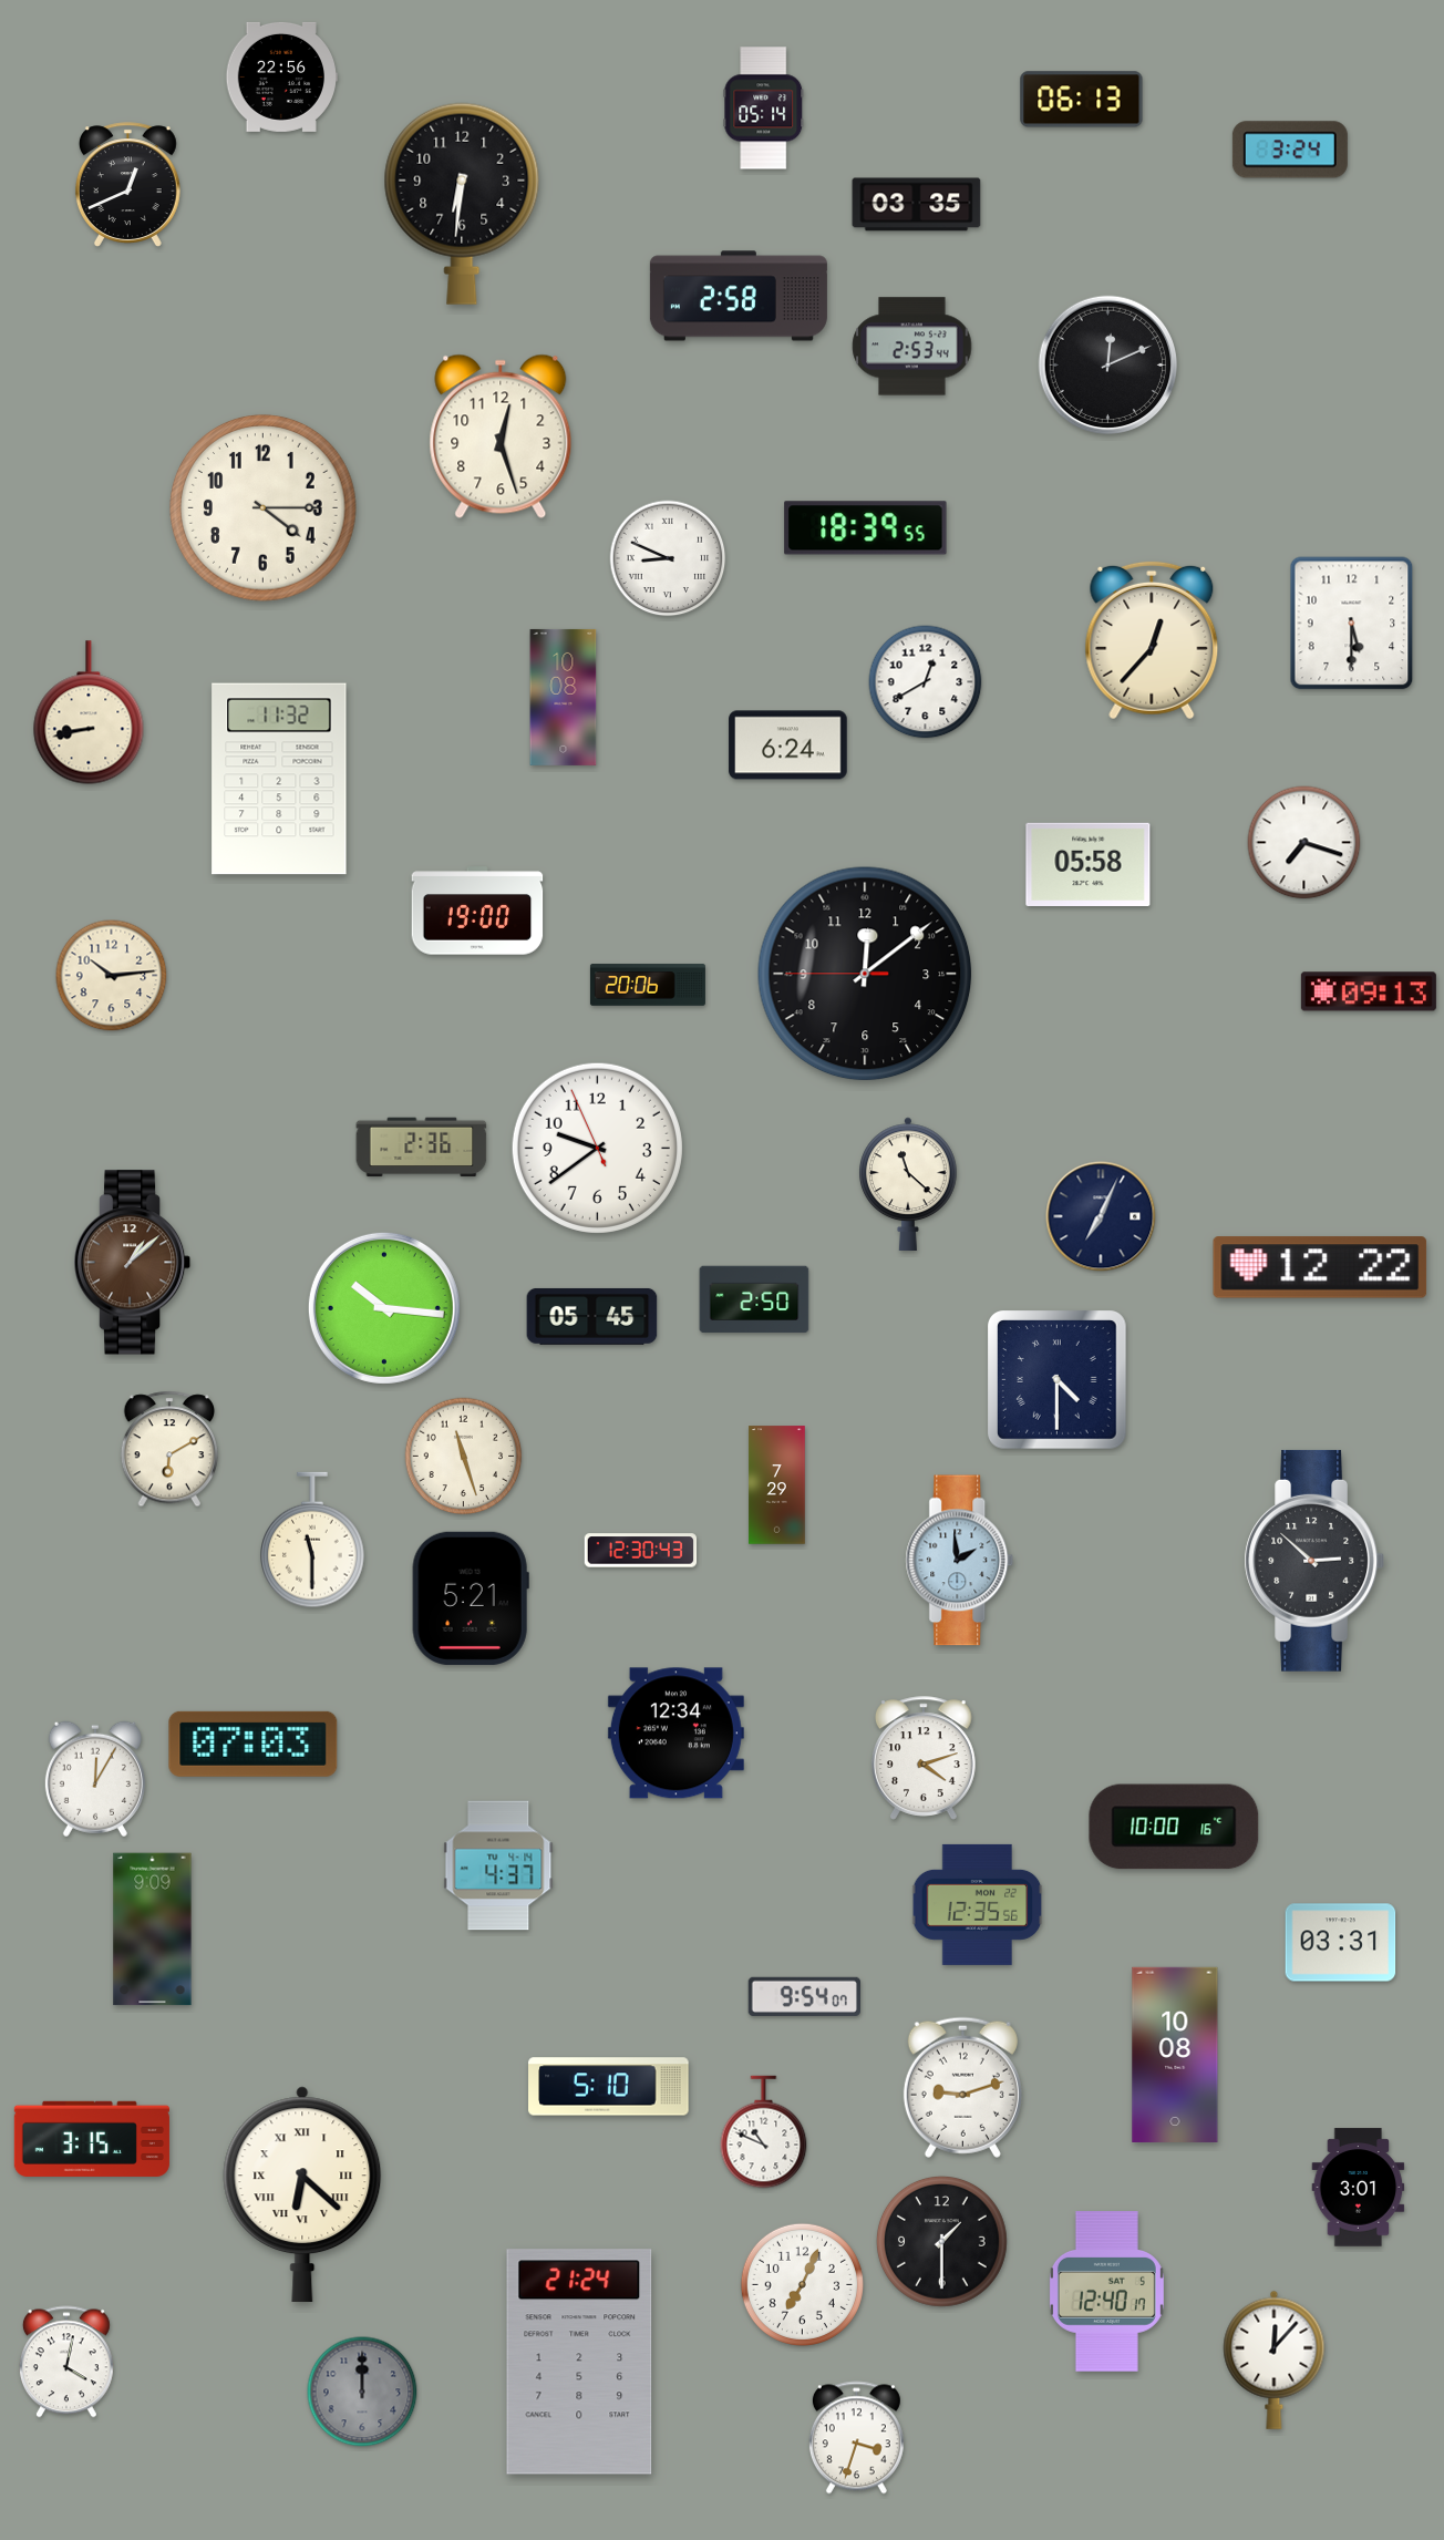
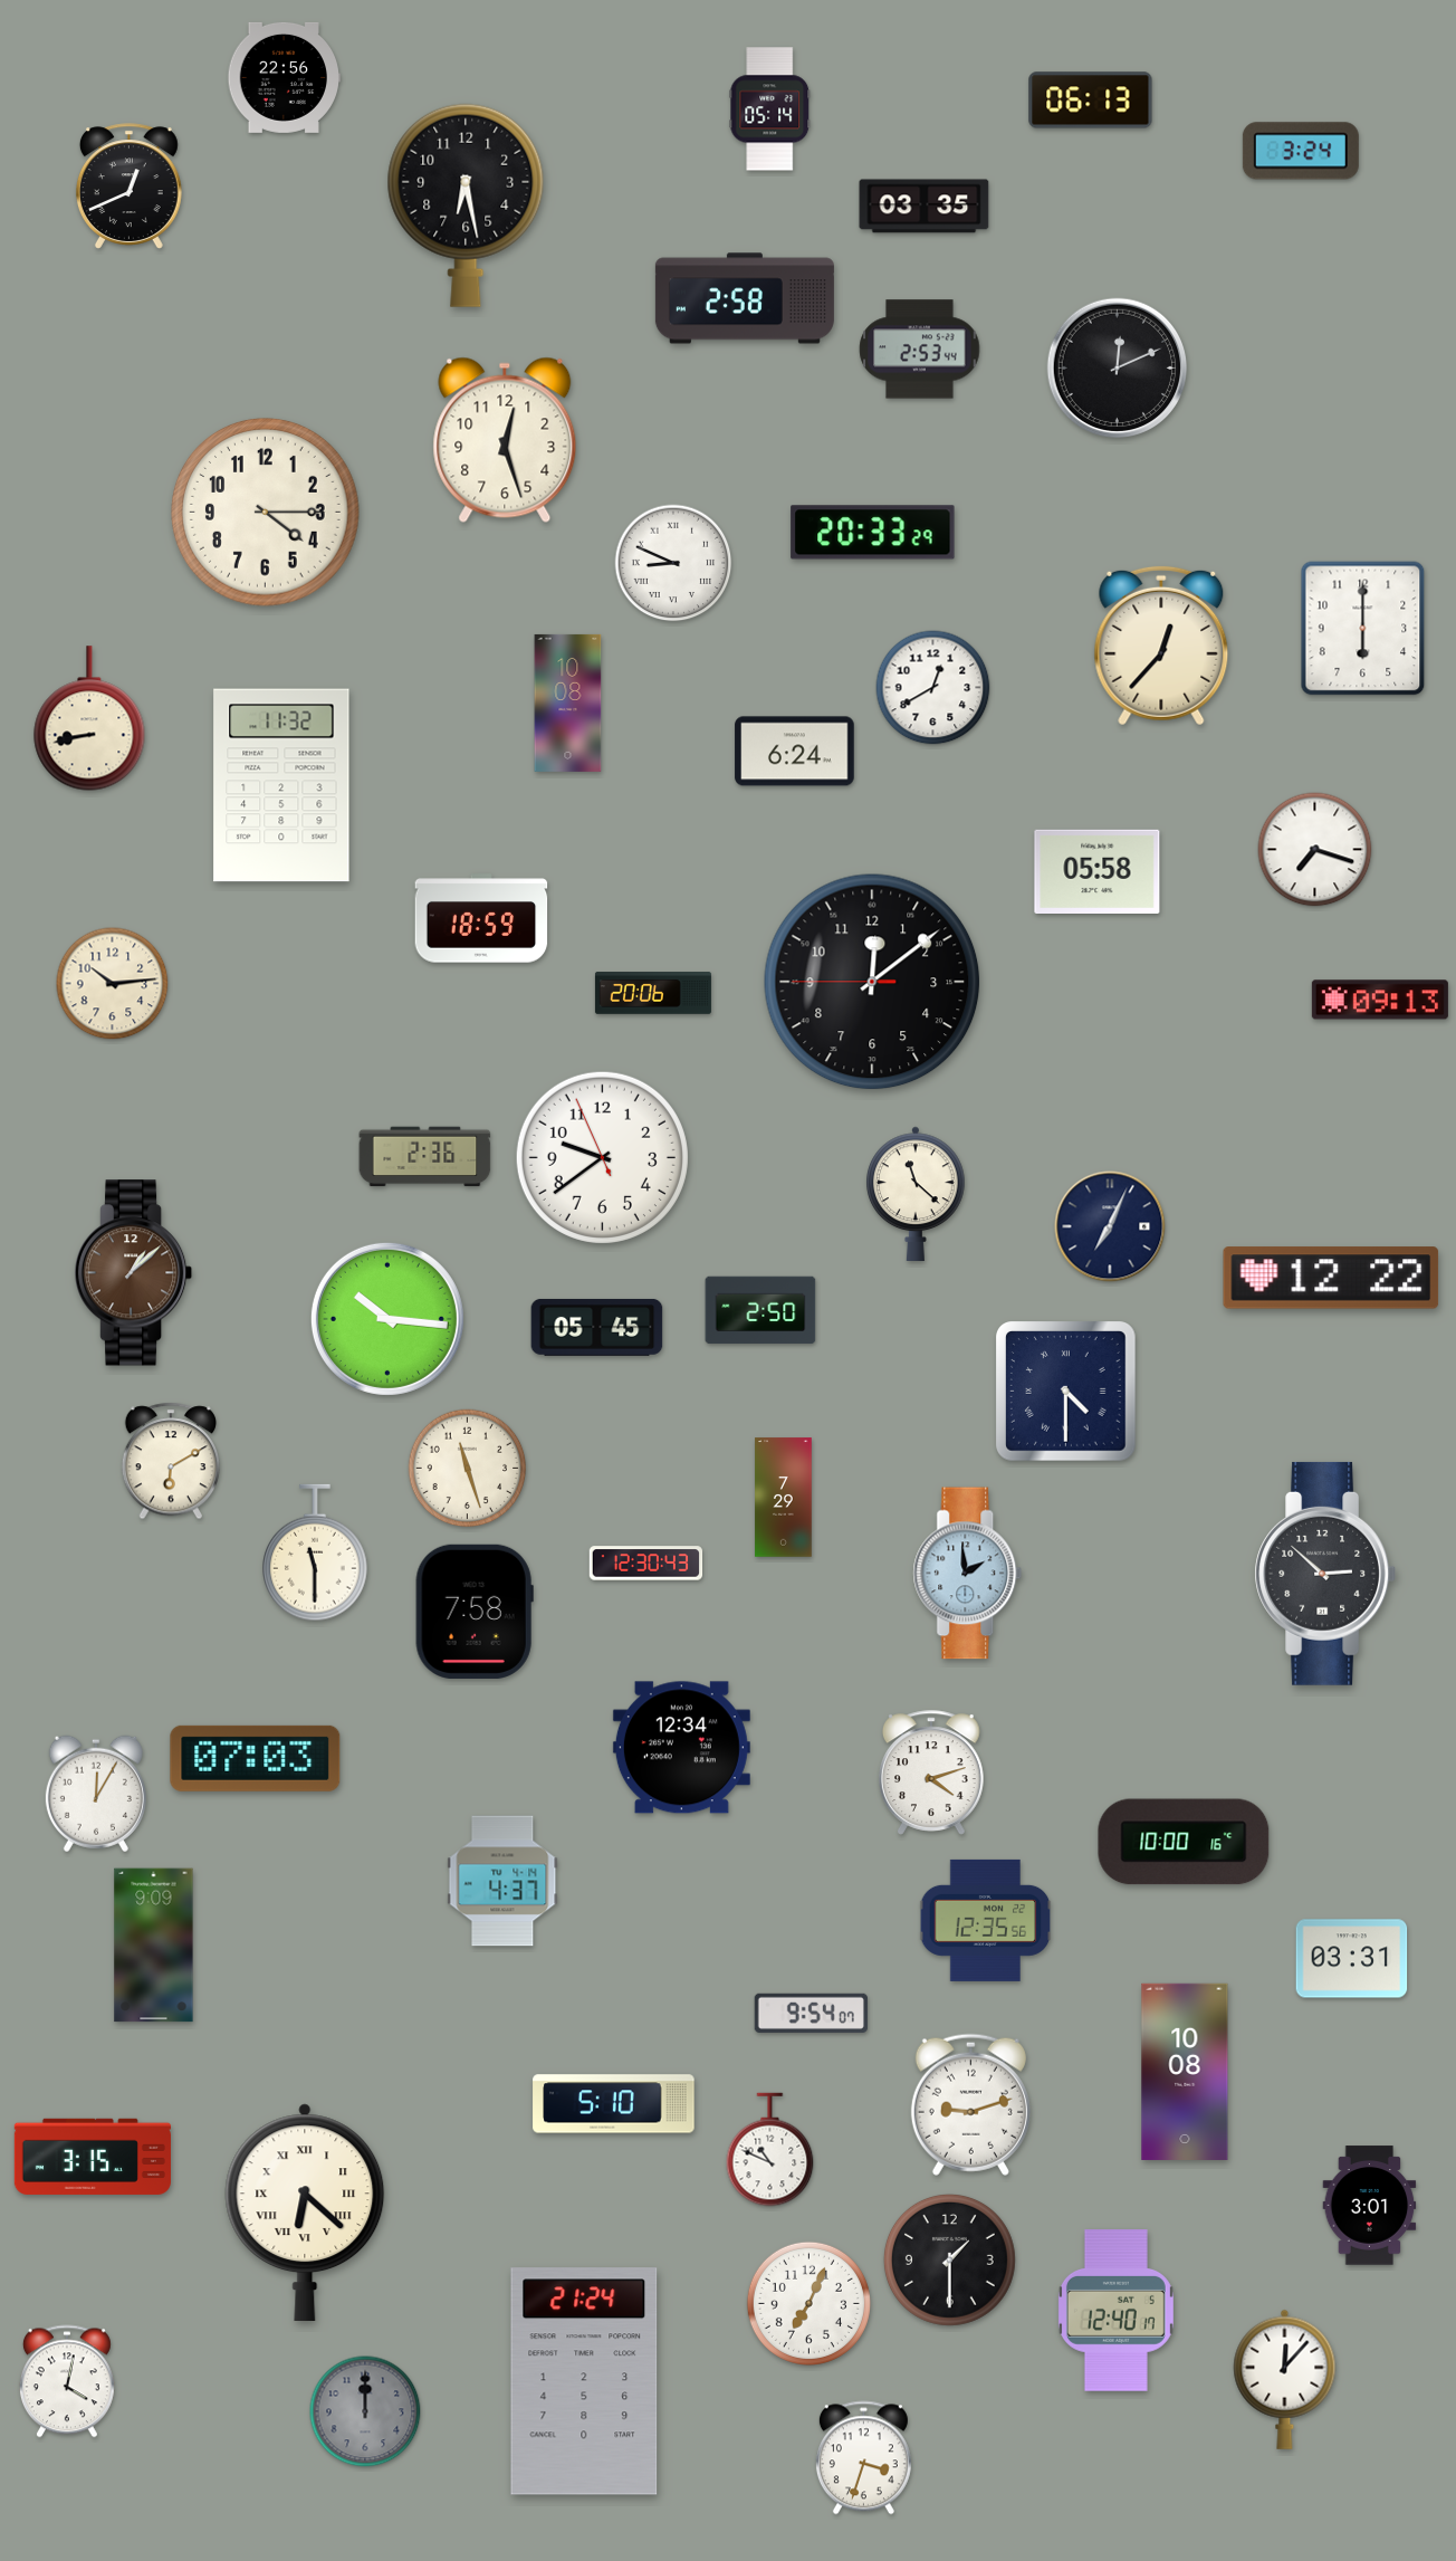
clock at (462, 204): 6:31 -> 6:28
clock at (866, 528): 18:39 -> 20:33
clock at (1352, 624): 5:30 -> 6:00
clock at (477, 911): 19:00 -> 18:59
clock at (471, 1598): 5:21 -> 7:58
